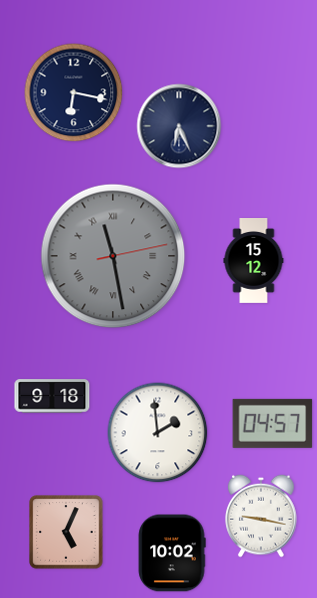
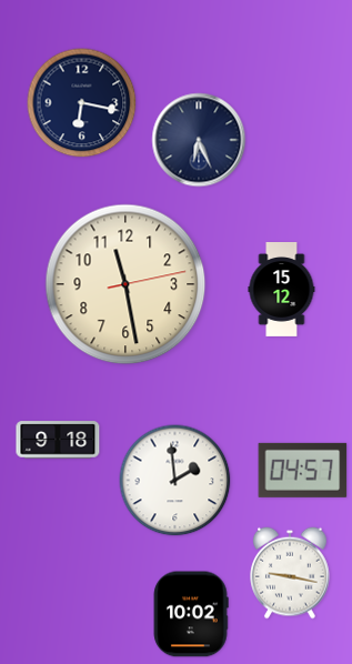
clock at (113, 256) dial: grey -> cream
clock at (113, 256) numerals: Roman -> Arabic
clock at (66, 532): 5:04 -> none
